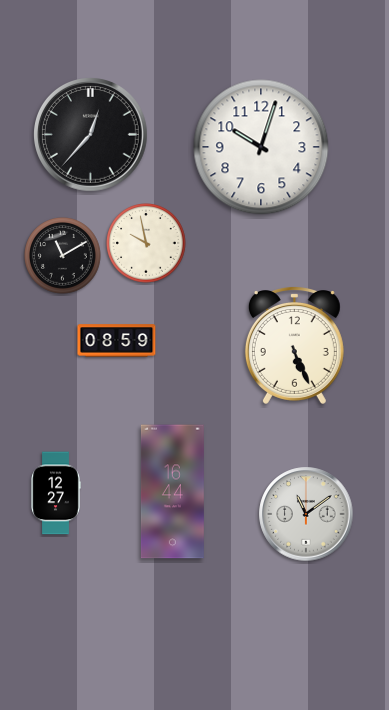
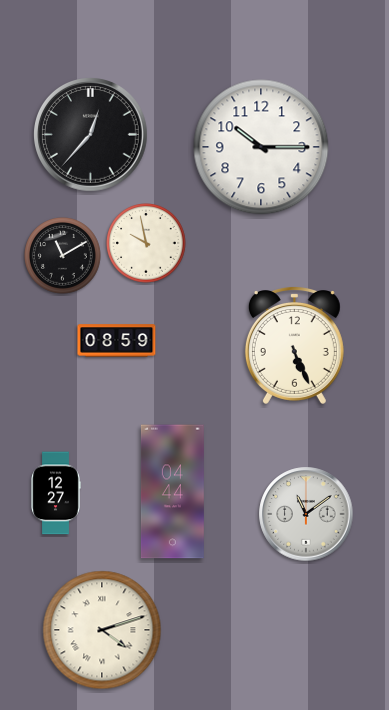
clock at (261, 147): 10:03 -> 10:15
clock at (172, 492): 16:44 -> 04:44
clock at (102, 630): none -> 4:12
